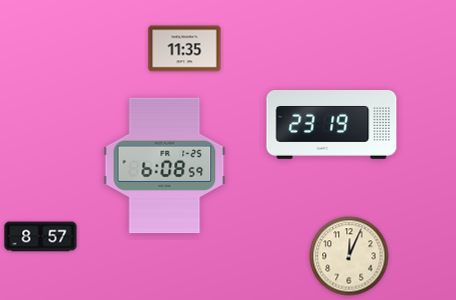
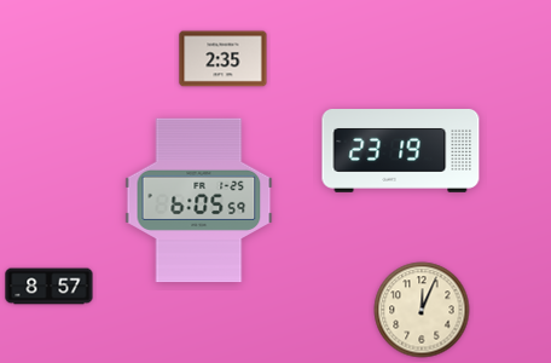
clock at (185, 49): 11:35 -> 2:35
clock at (165, 166): 6:08 -> 6:05
